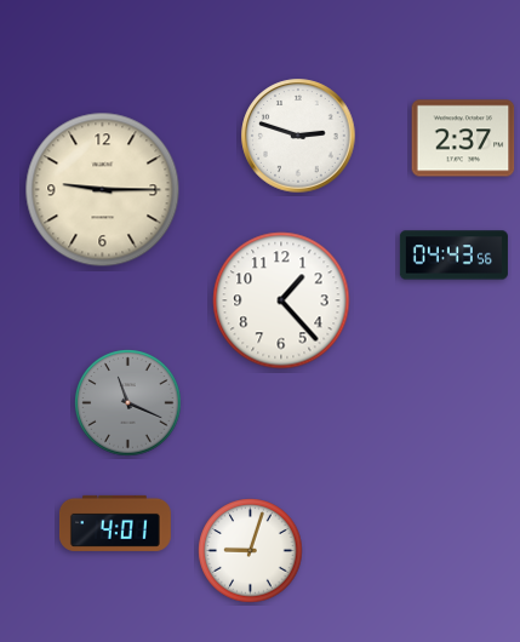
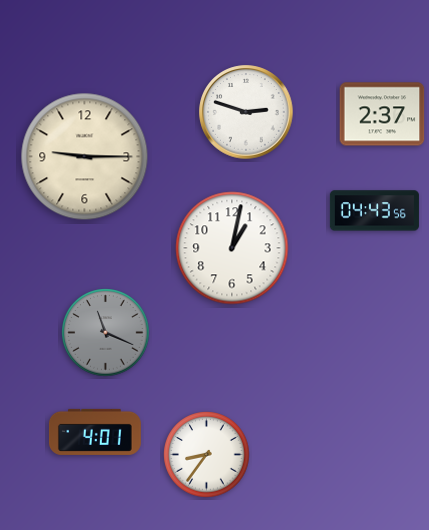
clock at (281, 300): 1:23 -> 1:02
clock at (251, 551): 9:03 -> 8:36
